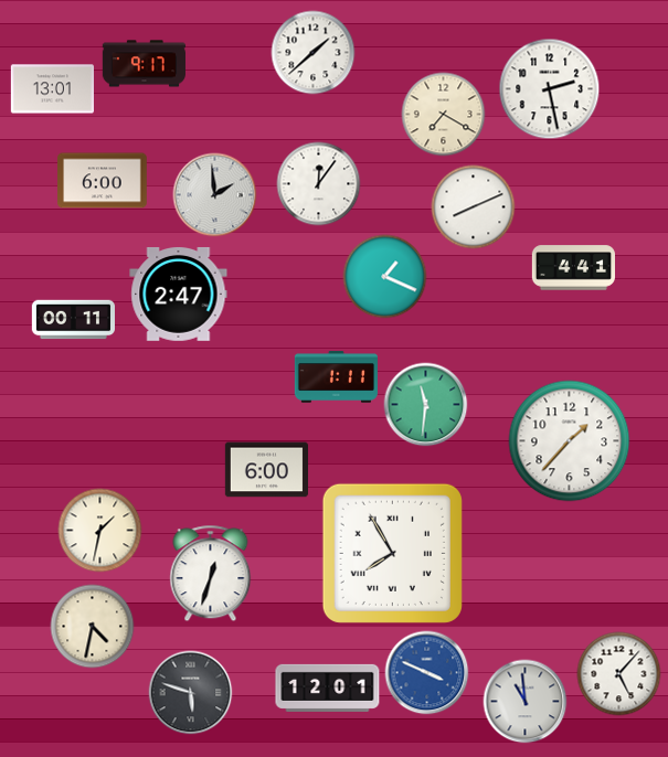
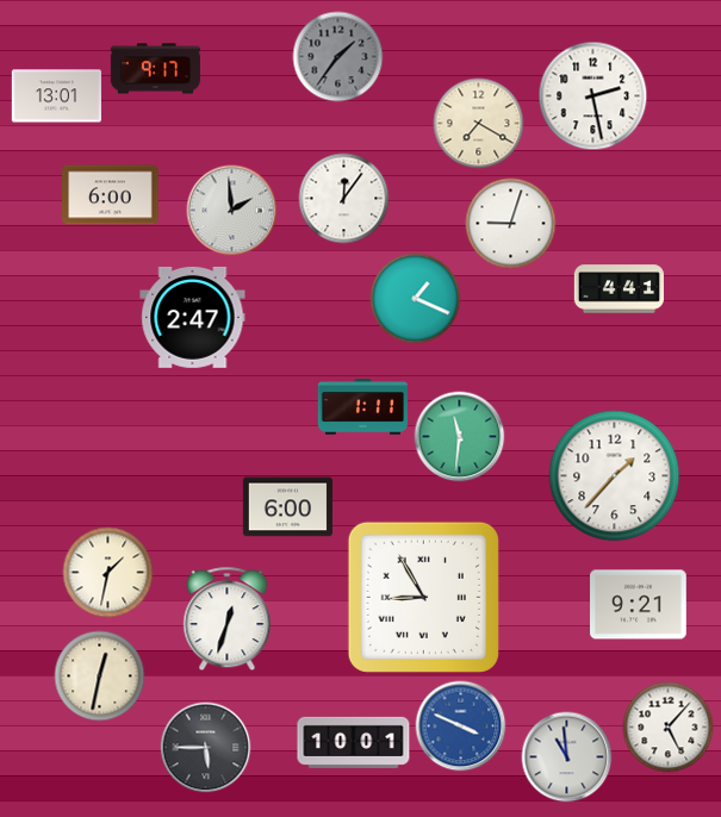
clock at (314, 53): 1:38 -> 1:36
clock at (314, 53) dial: white -> grey
clock at (474, 207): 8:11 -> 9:03
clock at (73, 320): 00:11 -> none
clock at (392, 553): 7:55 -> 8:55
clock at (639, 605): none -> 9:21
clock at (93, 627): 4:32 -> 12:32
clock at (328, 687): 12:01 -> 10:01
clock at (191, 693): 5:48 -> 5:45
